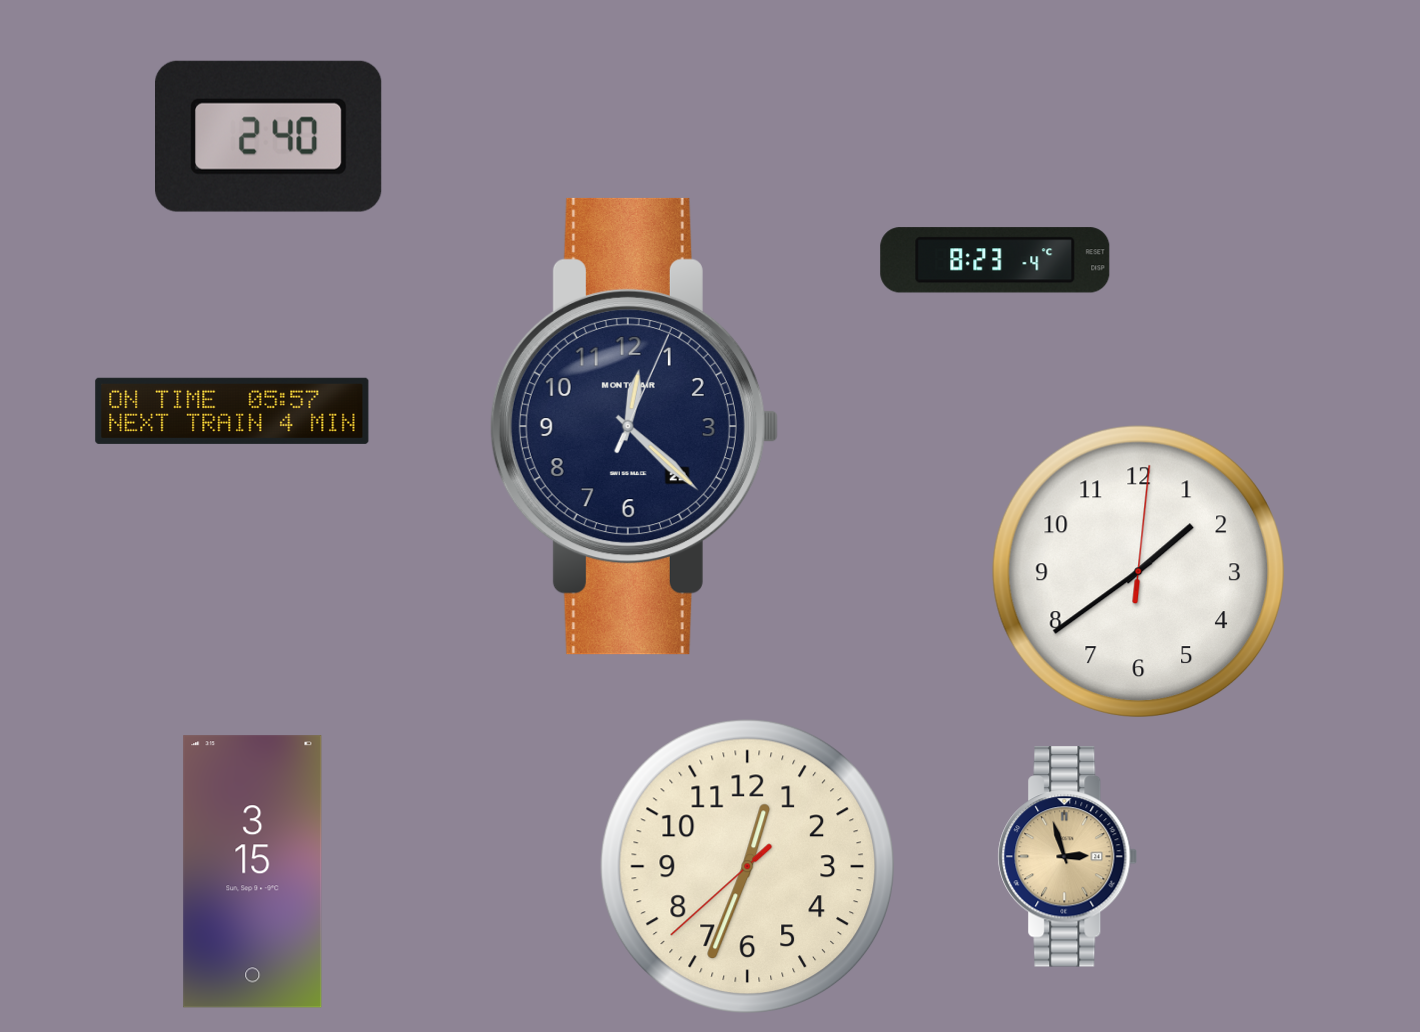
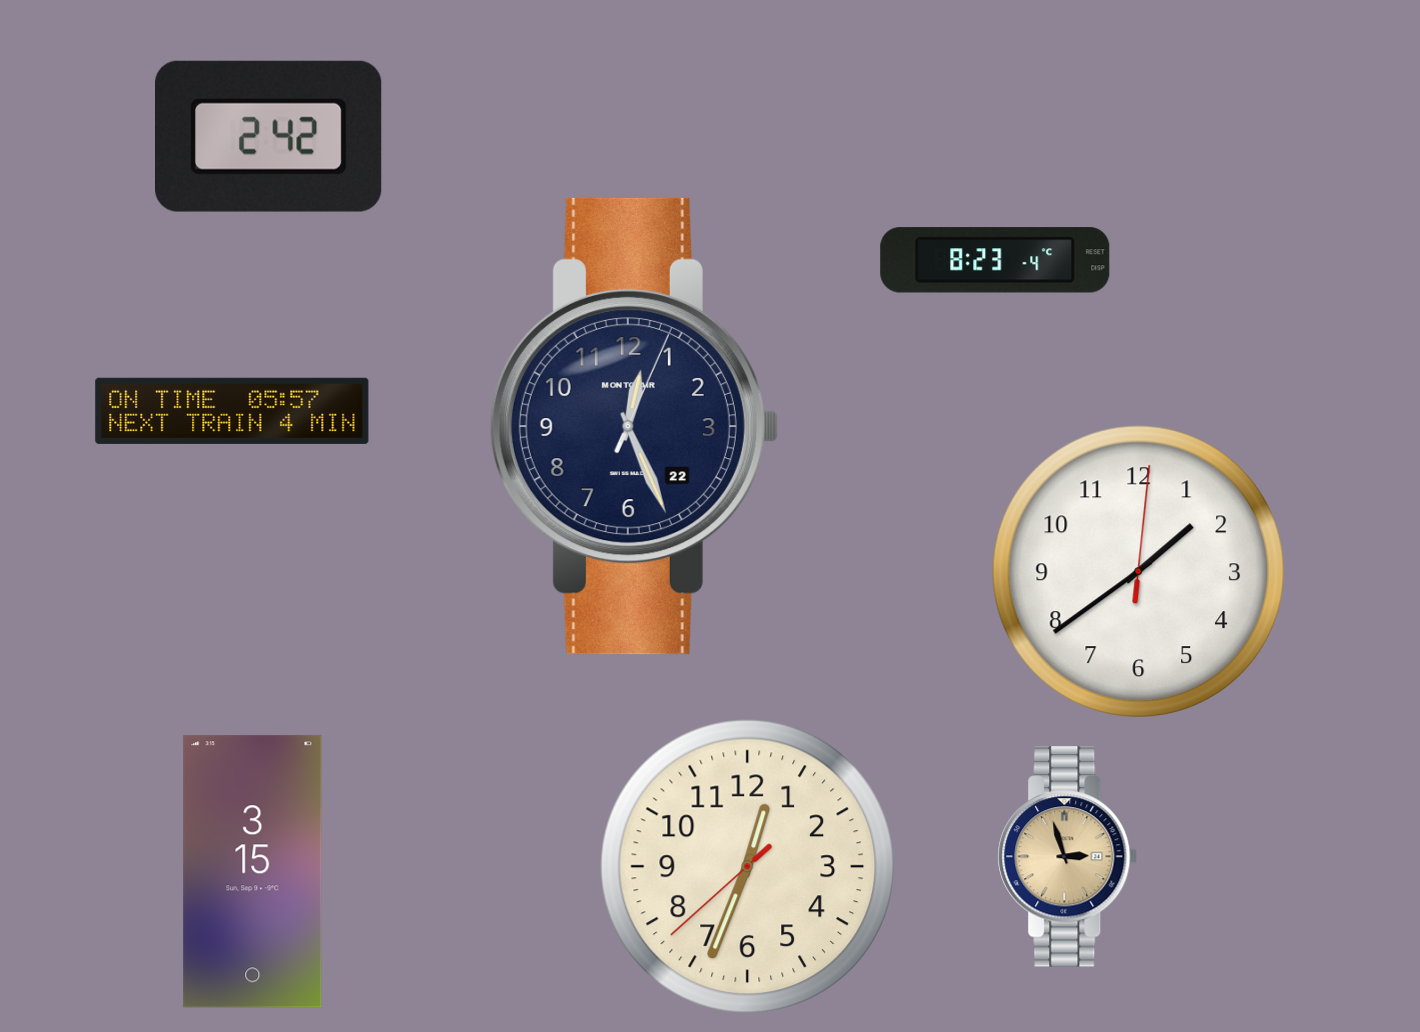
clock at (269, 136): 2:40 -> 2:42
clock at (634, 426): 12:22 -> 12:26
